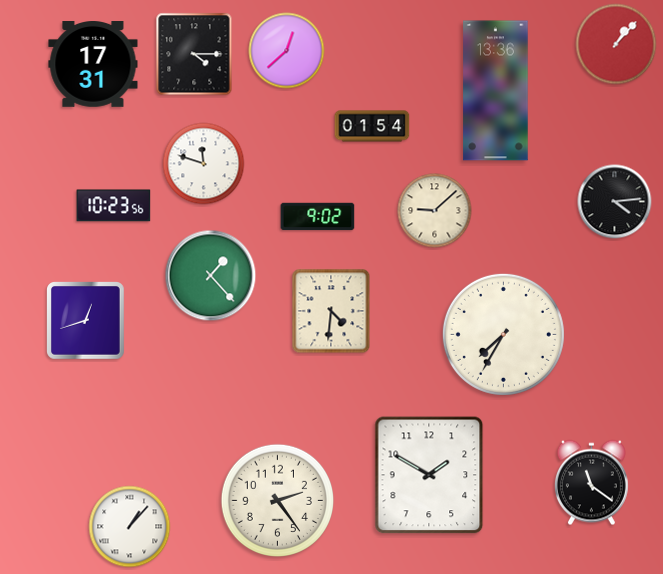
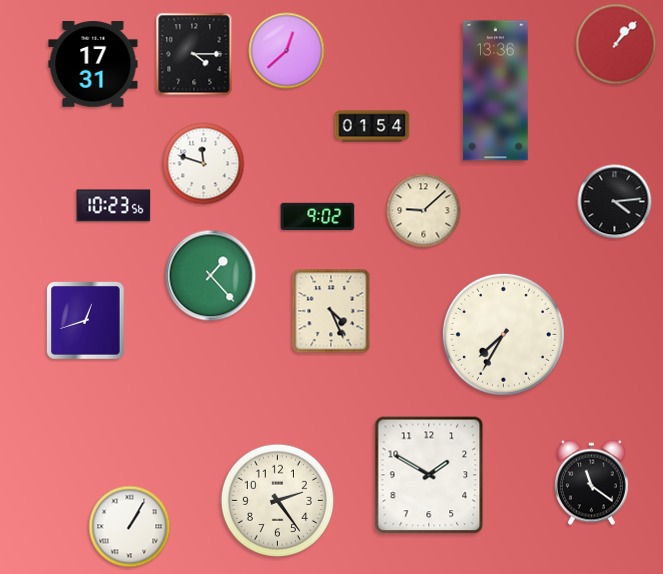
clock at (435, 211) position: (435, 211) -> (424, 211)
clock at (331, 311): 4:31 -> 4:26
clock at (130, 527): 1:07 -> 1:05
